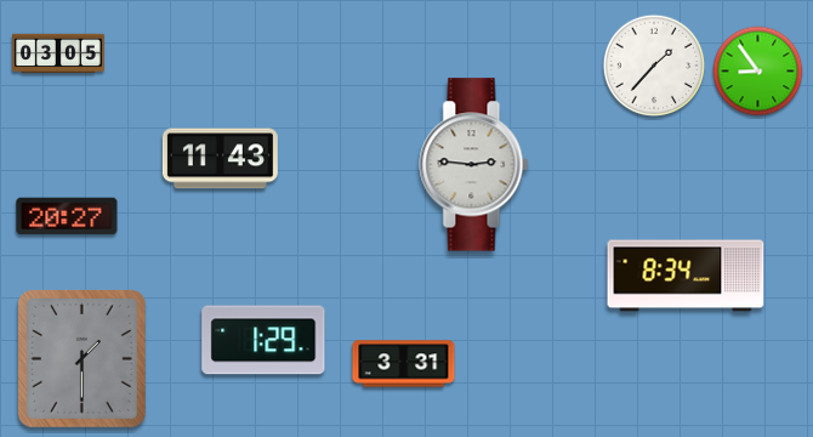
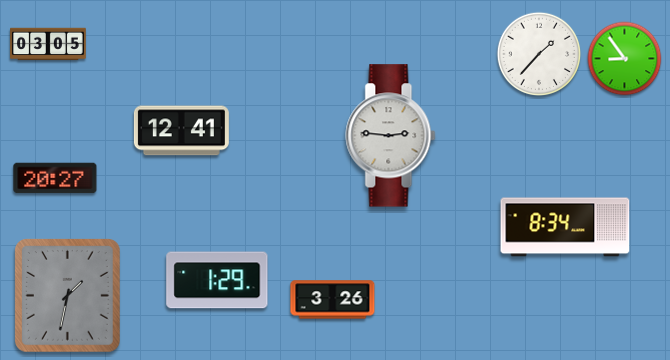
clock at (220, 159): 11:43 -> 12:41
clock at (83, 359): 1:30 -> 1:32
clock at (404, 364): 3:31 -> 3:26
